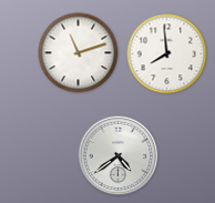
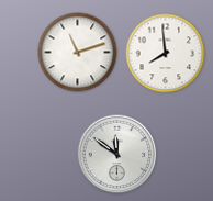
clock at (119, 156): 4:39 -> 11:51
